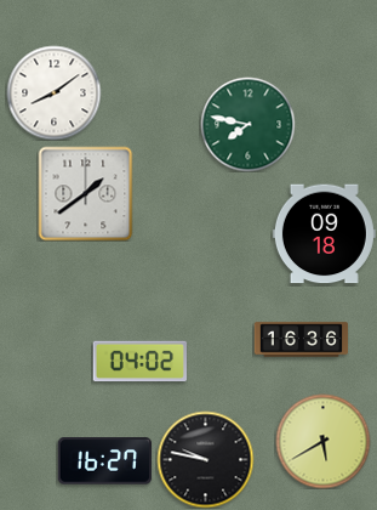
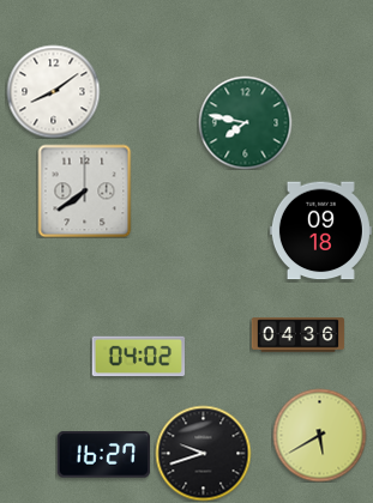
clock at (85, 193): 1:39 -> 7:39
clock at (301, 340): 16:36 -> 04:36
clock at (205, 459): 9:47 -> 9:42
